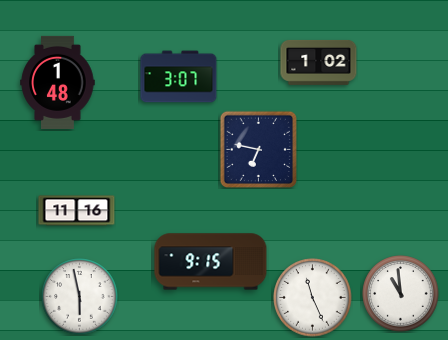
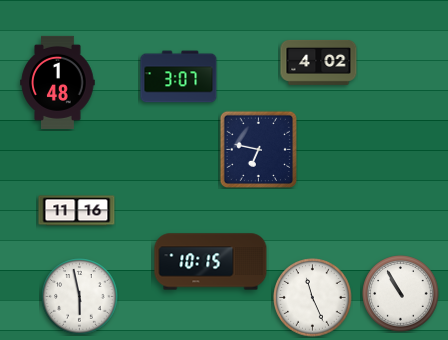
clock at (319, 62): 1:02 -> 4:02
clock at (211, 262): 9:15 -> 10:15
clock at (401, 294): 10:59 -> 10:55
